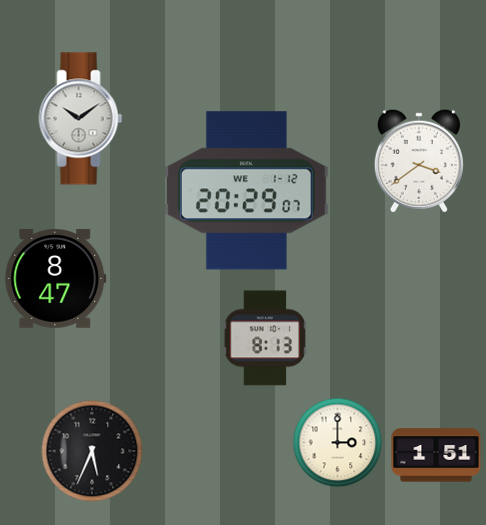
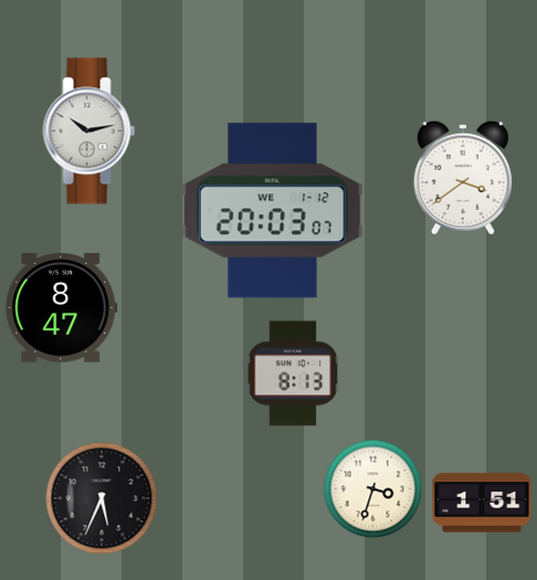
clock at (81, 119): 10:09 -> 10:13
clock at (246, 191): 20:29 -> 20:03
clock at (337, 442): 3:00 -> 3:33
